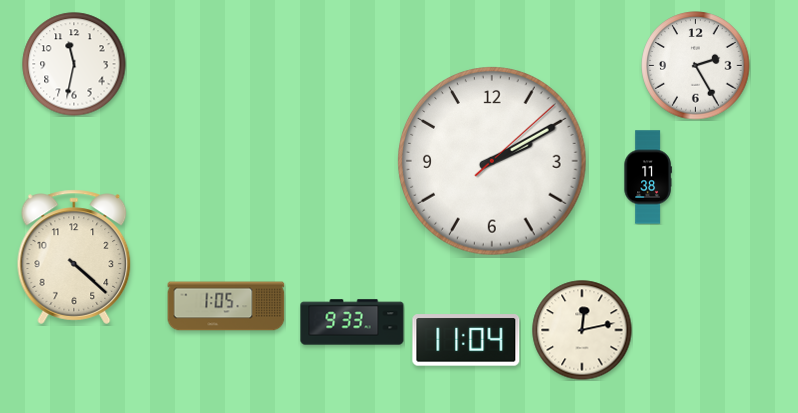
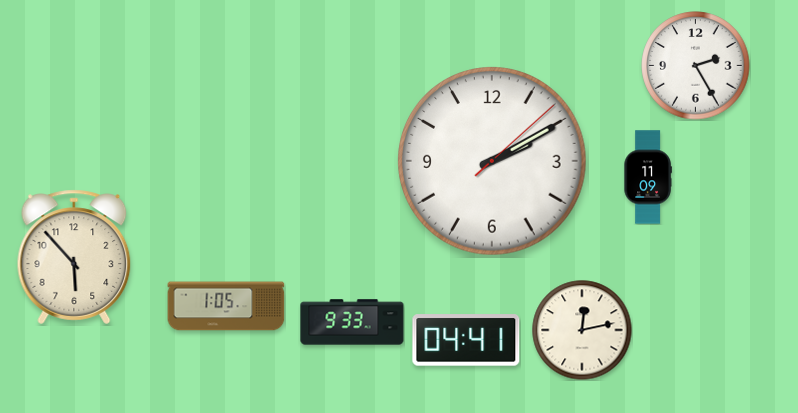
clock at (74, 64): 11:32 -> none
clock at (648, 177): 11:38 -> 11:09
clock at (74, 257): 4:22 -> 5:53
clock at (466, 340): 11:04 -> 04:41
